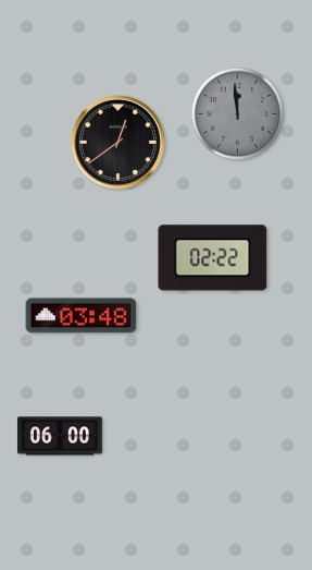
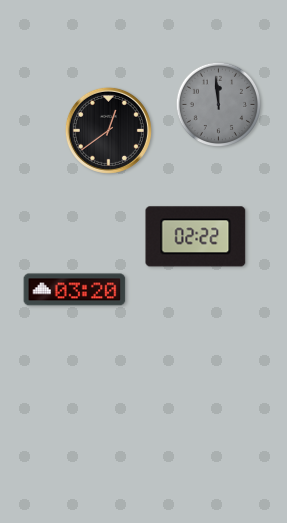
clock at (82, 316): 03:48 -> 03:20
clock at (61, 436): 06:00 -> none
